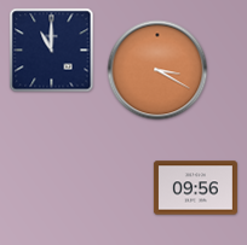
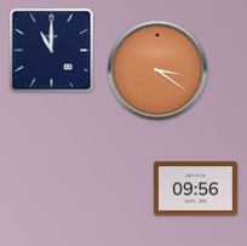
clock at (157, 70): 3:20 -> 3:21
